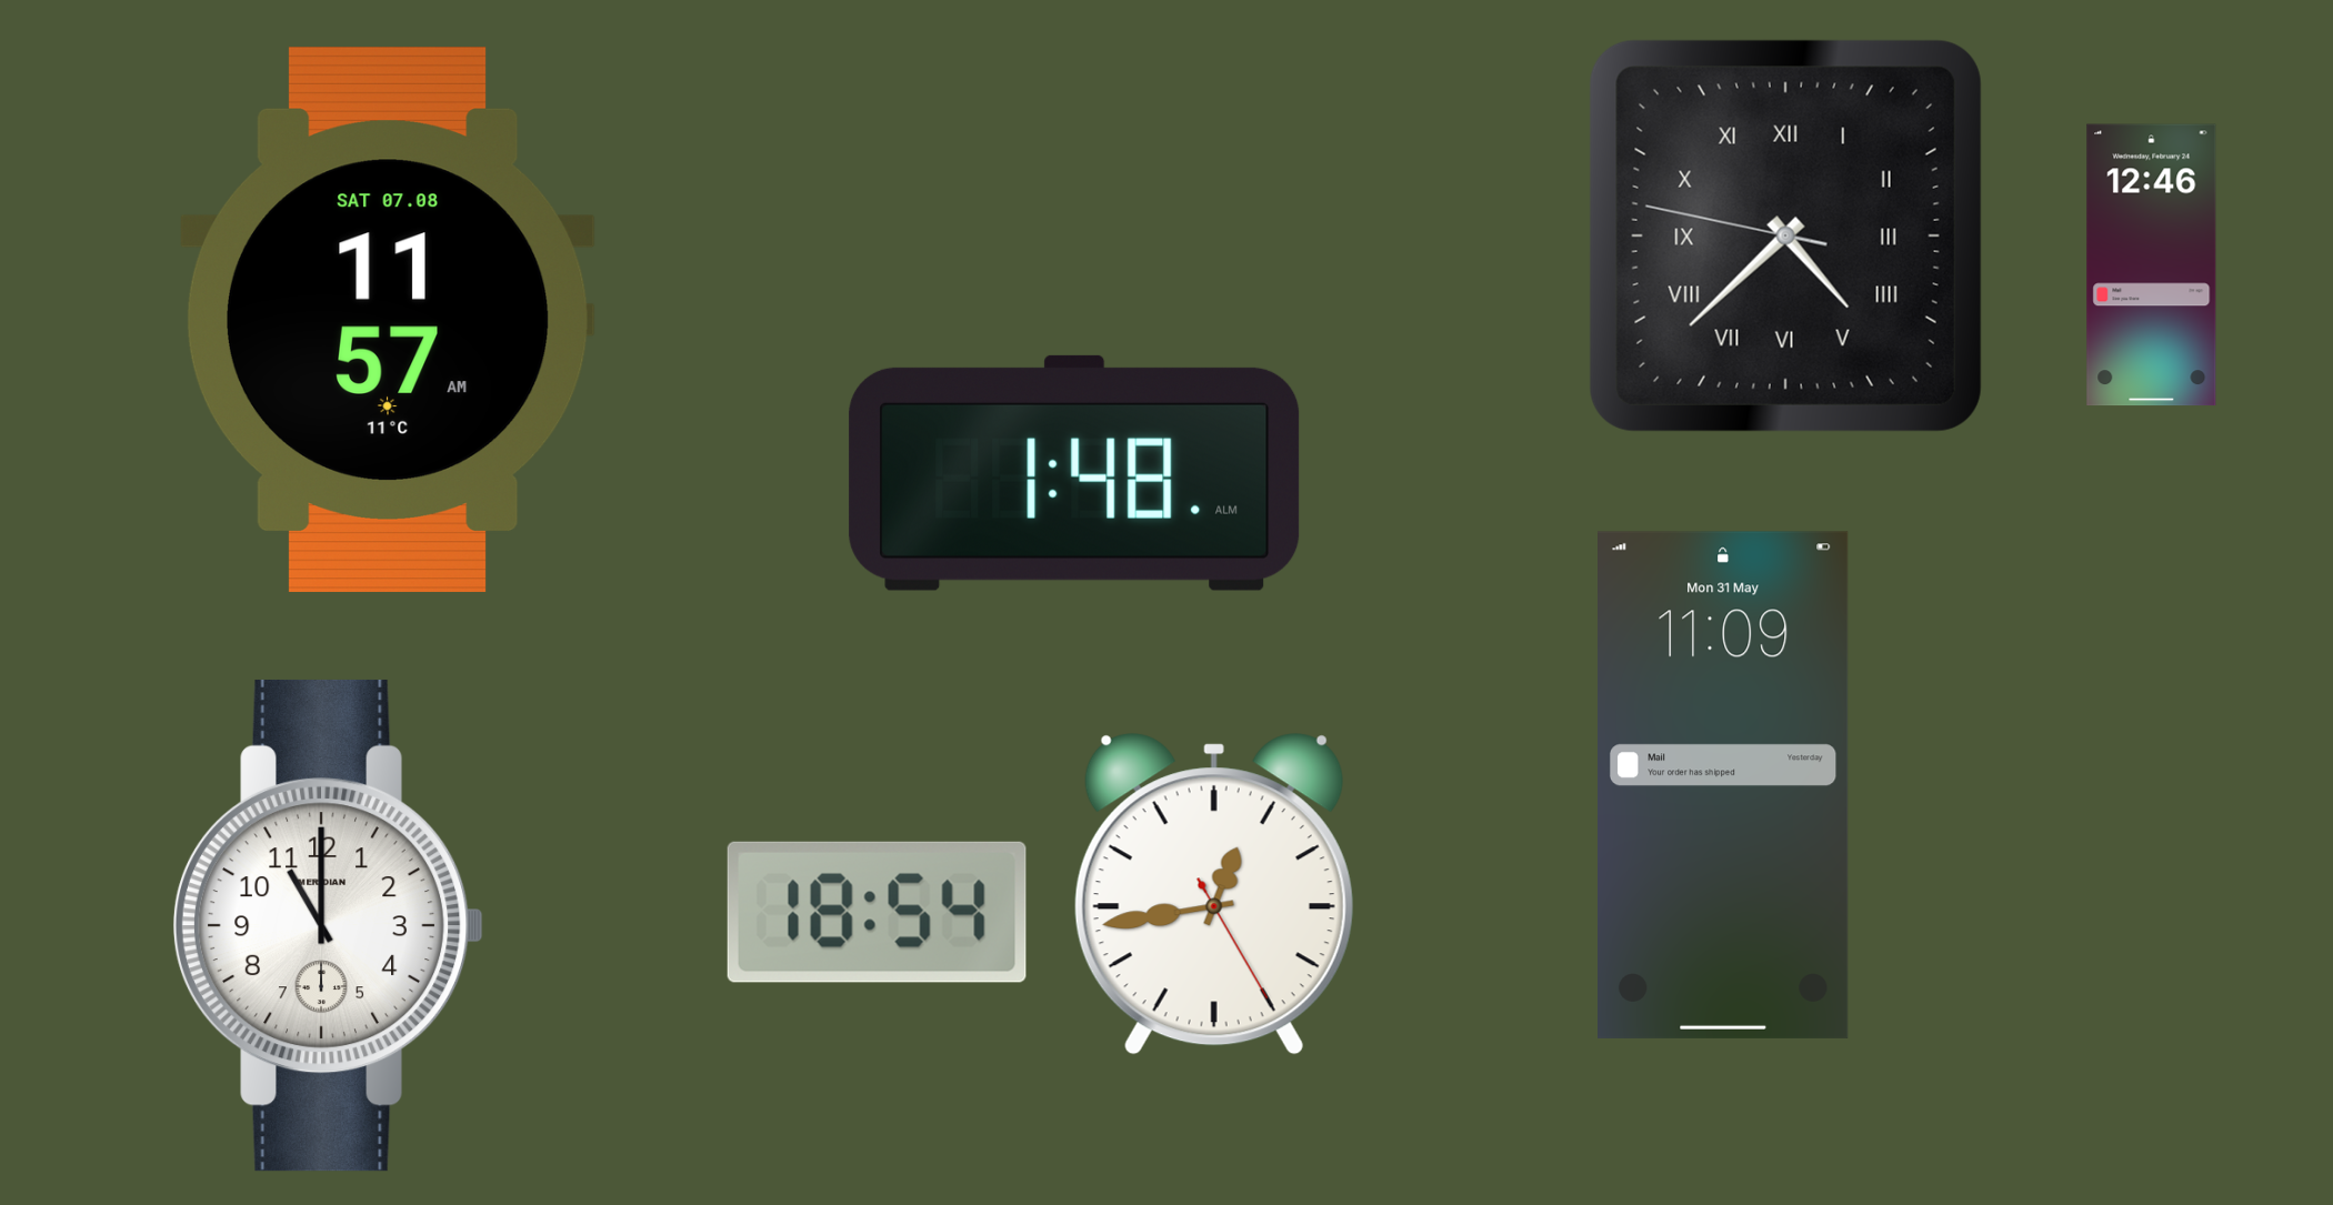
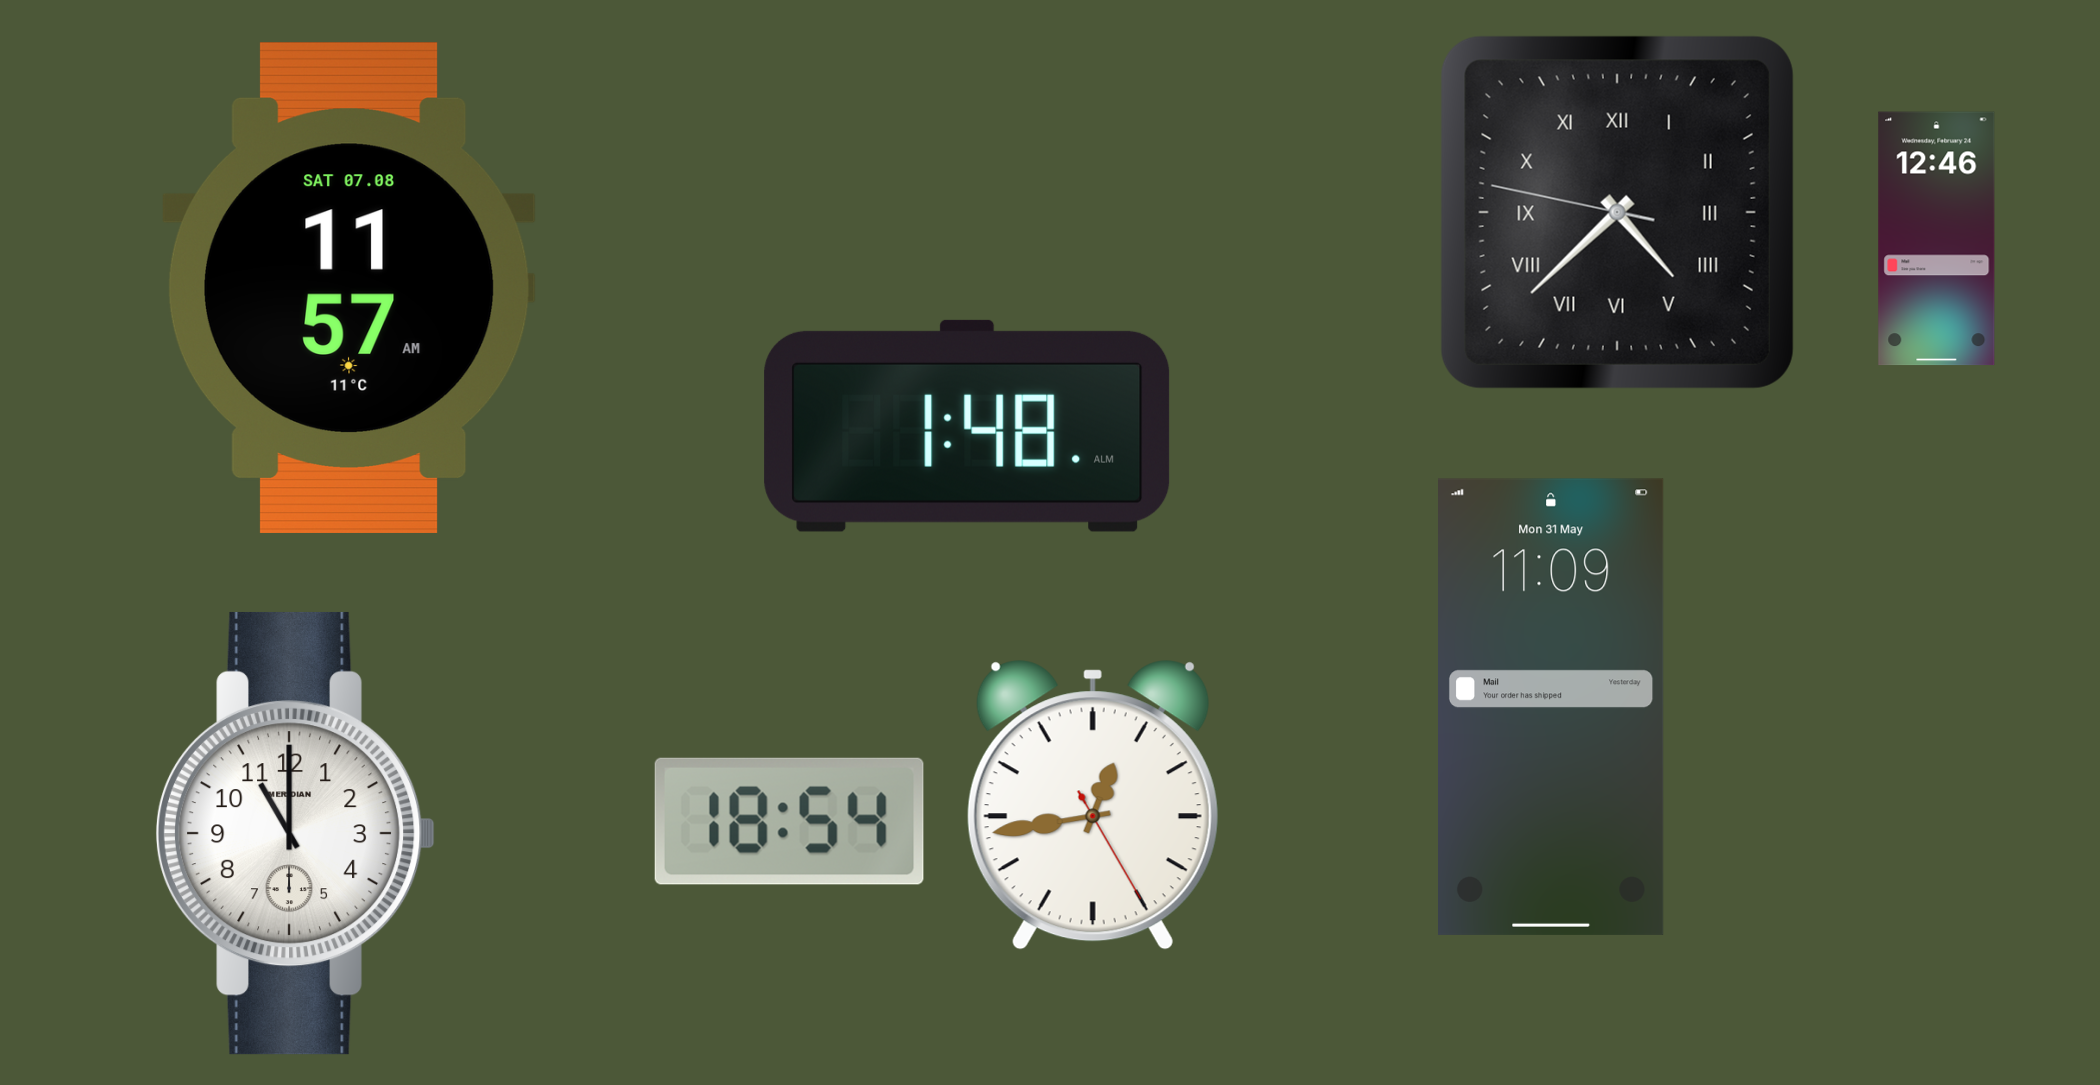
clock at (1785, 235) position: (1785, 235) -> (1617, 212)
